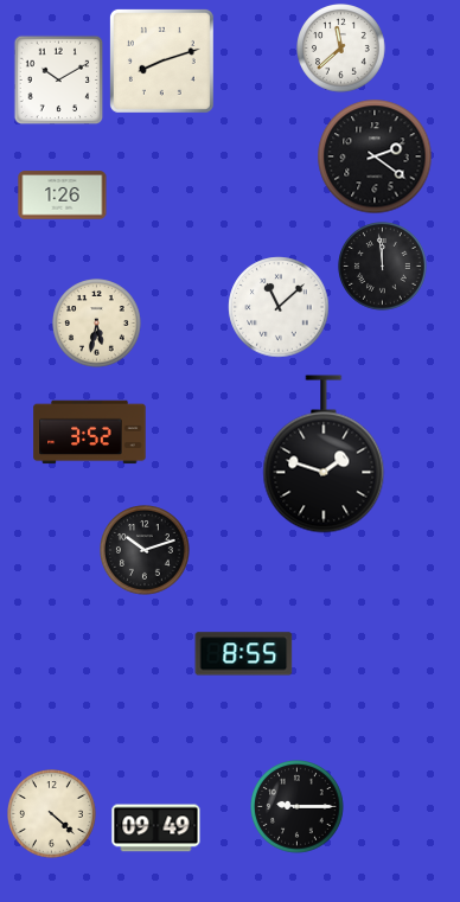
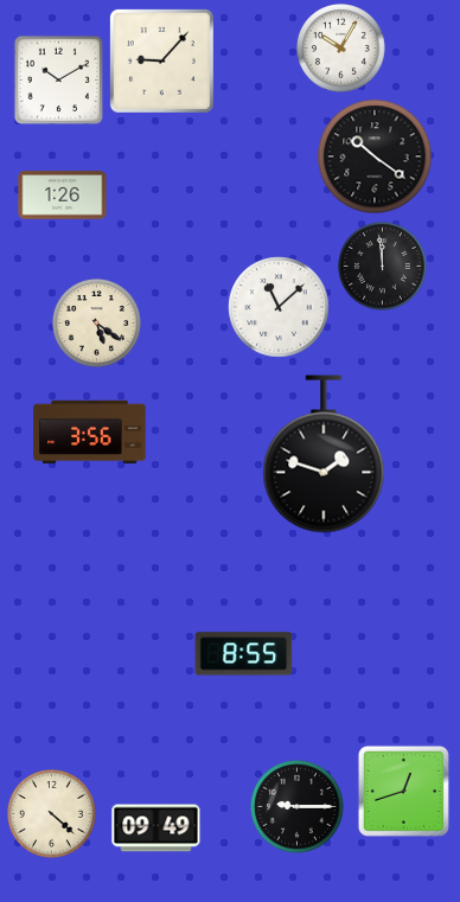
clock at (341, 49): 11:38 -> 10:05
clock at (161, 60): 8:12 -> 9:07
clock at (375, 156): 2:21 -> 10:21
clock at (97, 324): 5:32 -> 5:21
clock at (90, 433): 3:52 -> 3:56
clock at (146, 551): 10:12 -> none
clock at (403, 791): none -> 12:42
